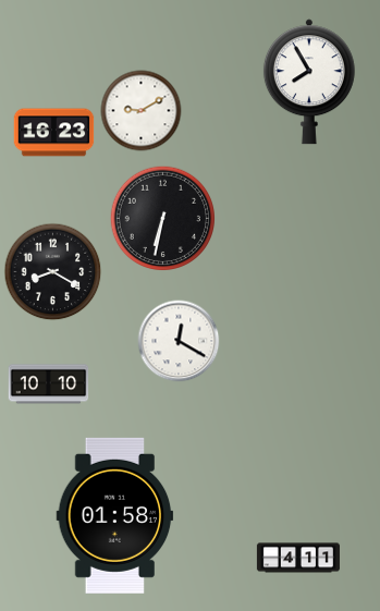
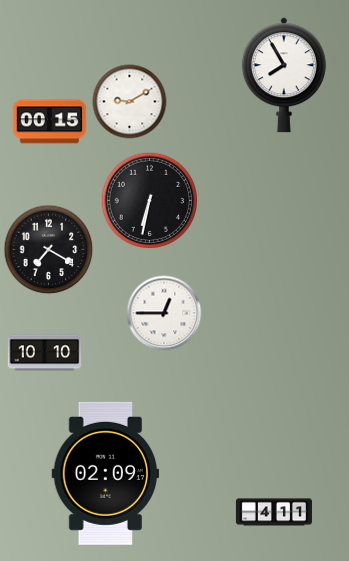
clock at (54, 133): 16:23 -> 00:15
clock at (53, 272): 8:20 -> 7:20
clock at (179, 341): 12:20 -> 12:45
clock at (115, 515): 01:58 -> 02:09
